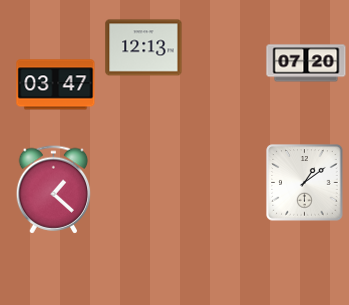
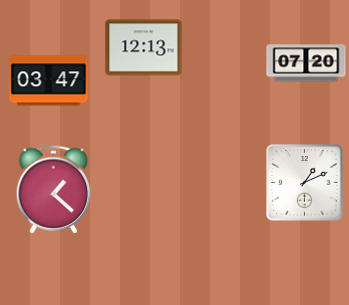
clock at (56, 85) position: (56, 85) -> (49, 81)
clock at (305, 183): 1:09 -> 1:11
